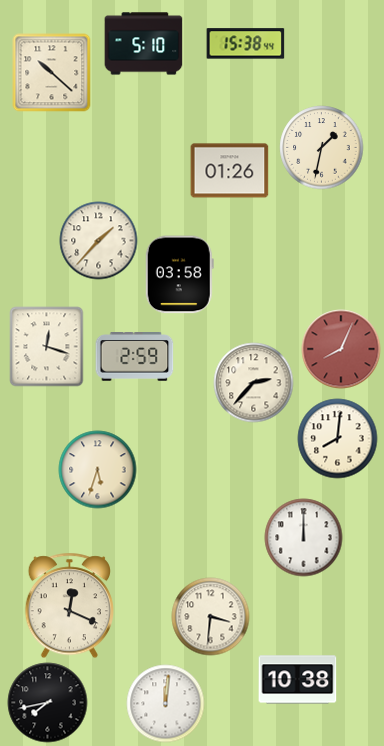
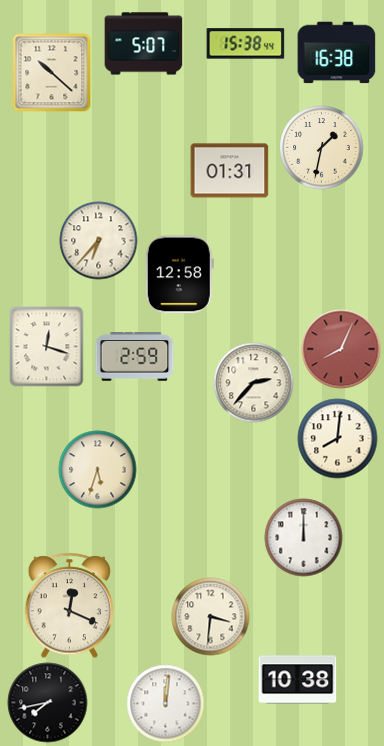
clock at (143, 44): 5:10 -> 5:07
clock at (336, 53): none -> 16:38
clock at (229, 171): 01:26 -> 01:31
clock at (98, 240): 1:37 -> 6:37
clock at (179, 274): 03:58 -> 12:58
